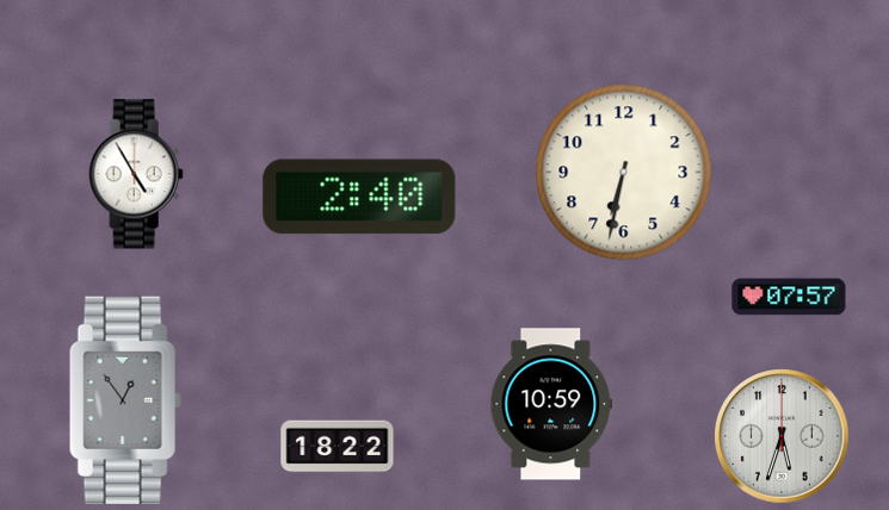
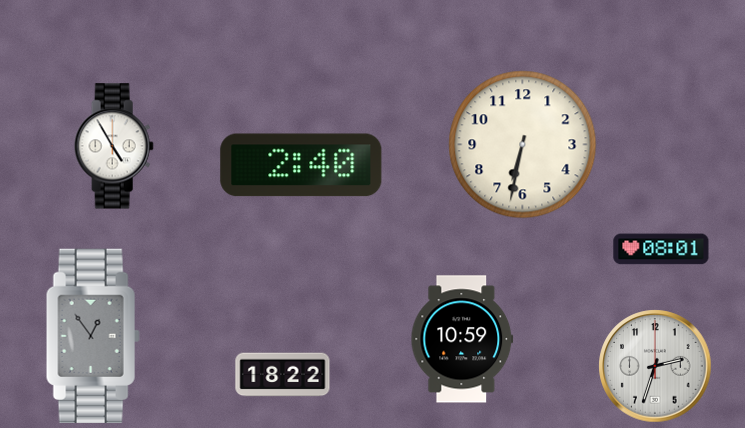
clock at (789, 297): 07:57 -> 08:01
clock at (125, 400) position: (125, 400) -> (93, 336)
clock at (782, 436): 5:33 -> 2:33
